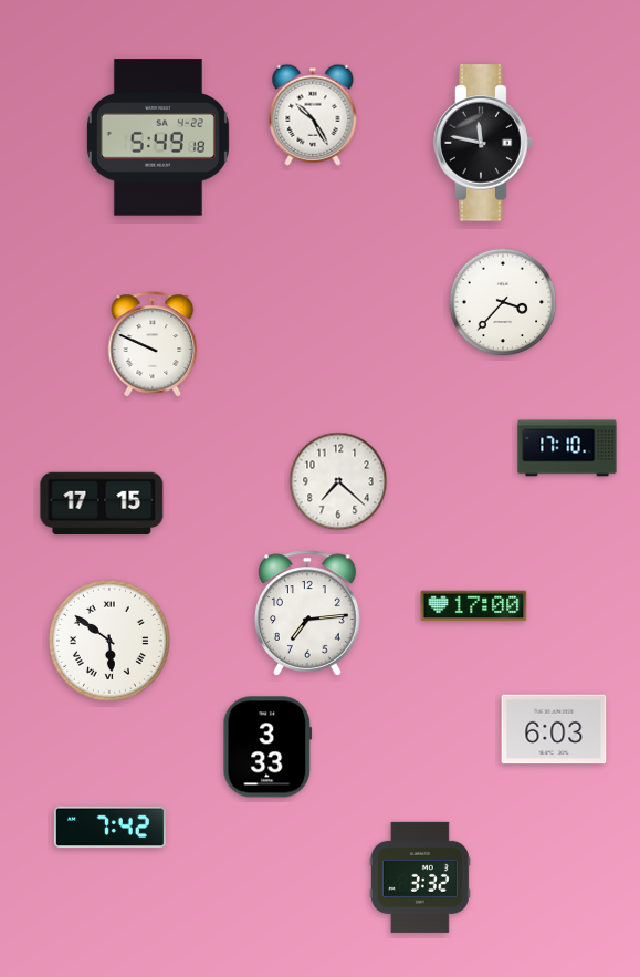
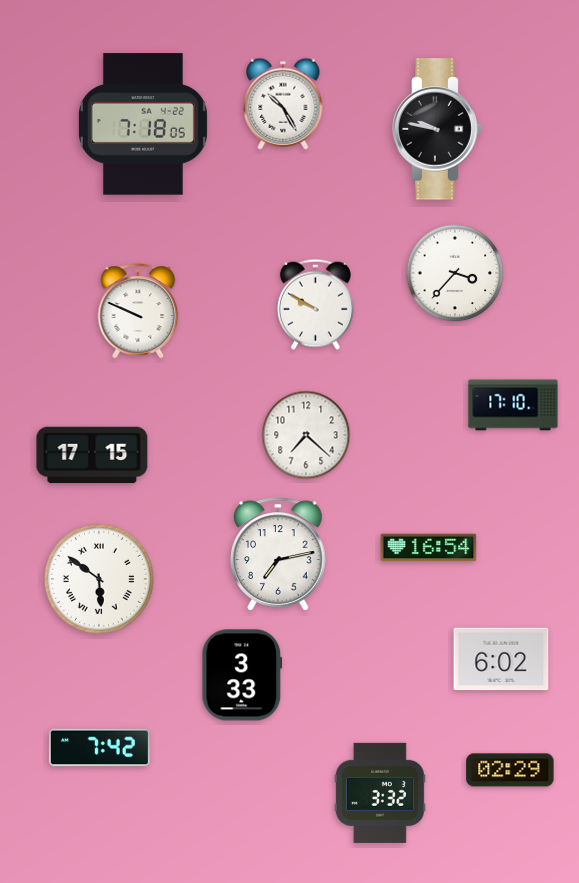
clock at (158, 137): 5:49 -> 7:18
clock at (483, 143): 11:47 -> 9:47
clock at (315, 304): none -> 9:50
clock at (474, 606): 17:00 -> 16:54
clock at (307, 613): 7:14 -> 7:13
clock at (554, 729): 6:03 -> 6:02
clock at (510, 770): none -> 02:29
